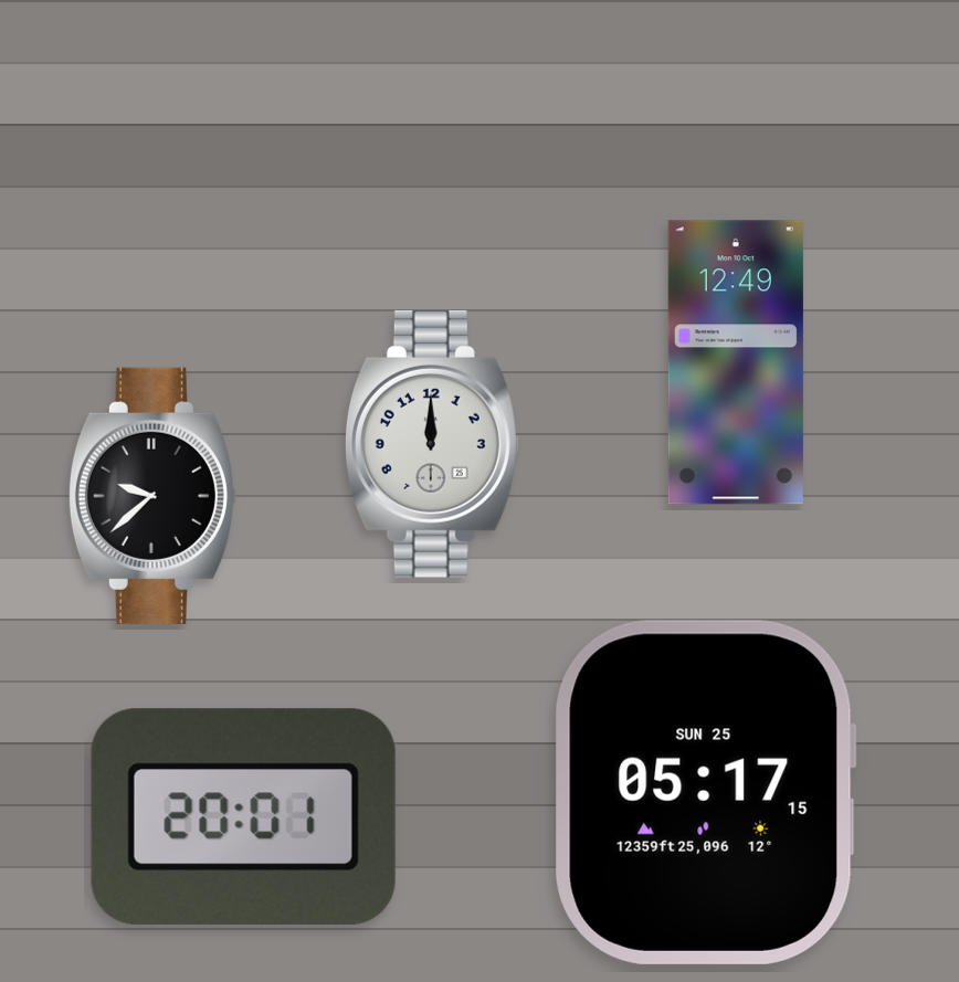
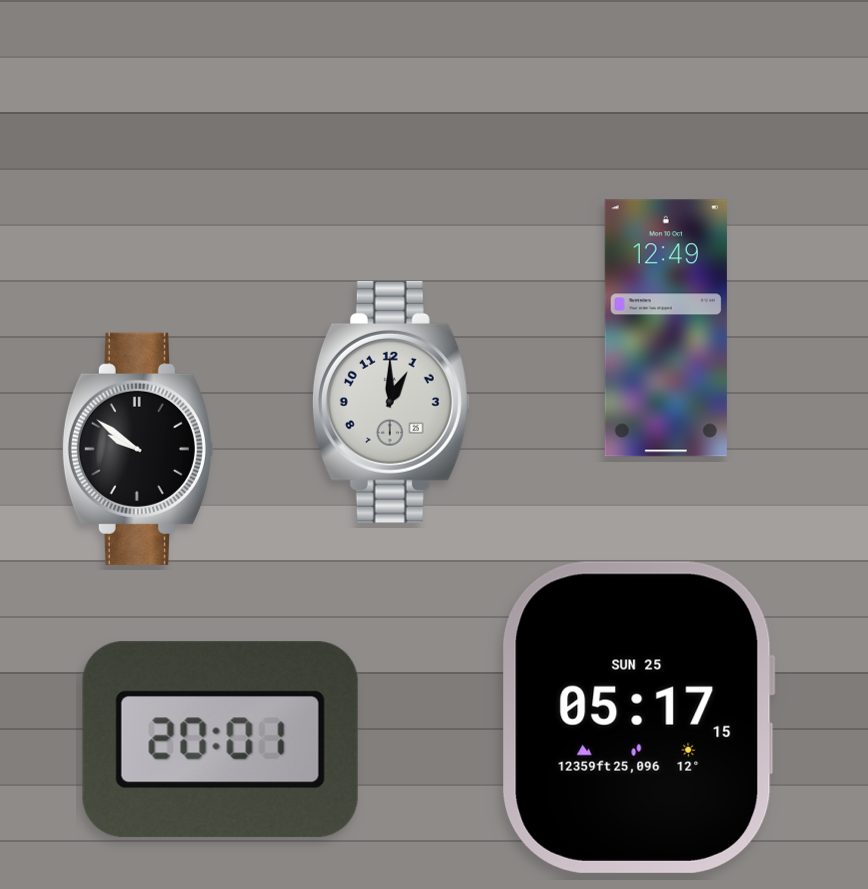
clock at (432, 444): 12:00 -> 1:00
clock at (152, 496): 9:38 -> 9:51
